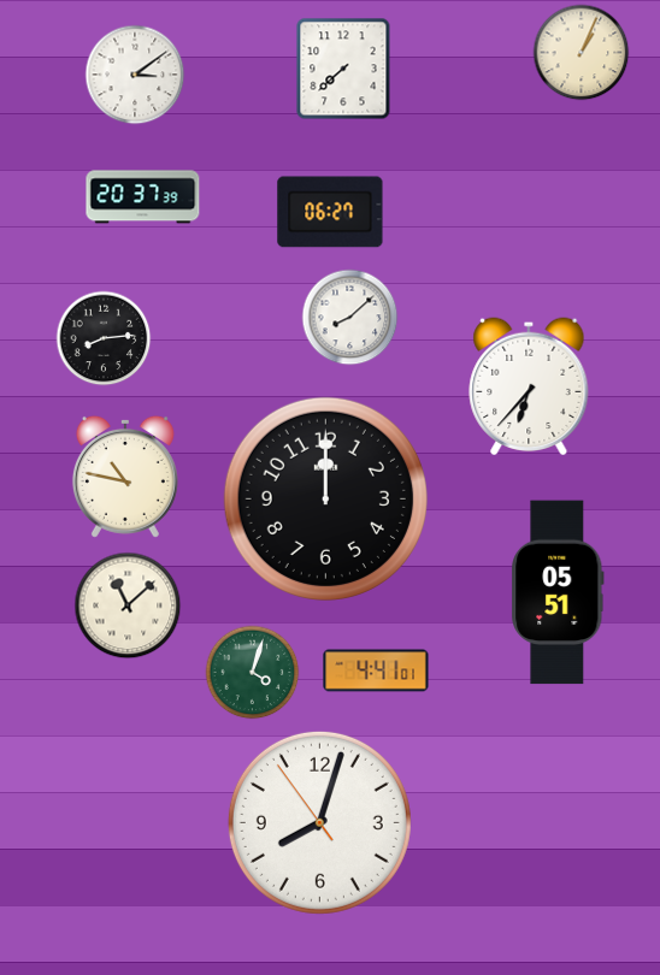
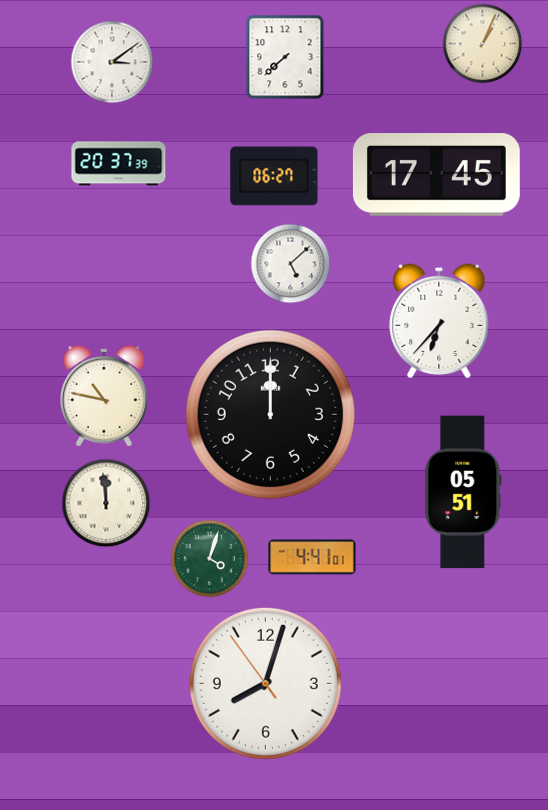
clock at (436, 175): none -> 17:45
clock at (349, 317): 8:08 -> 5:08
clock at (104, 338): 8:14 -> none
clock at (128, 605): 11:08 -> 11:59
